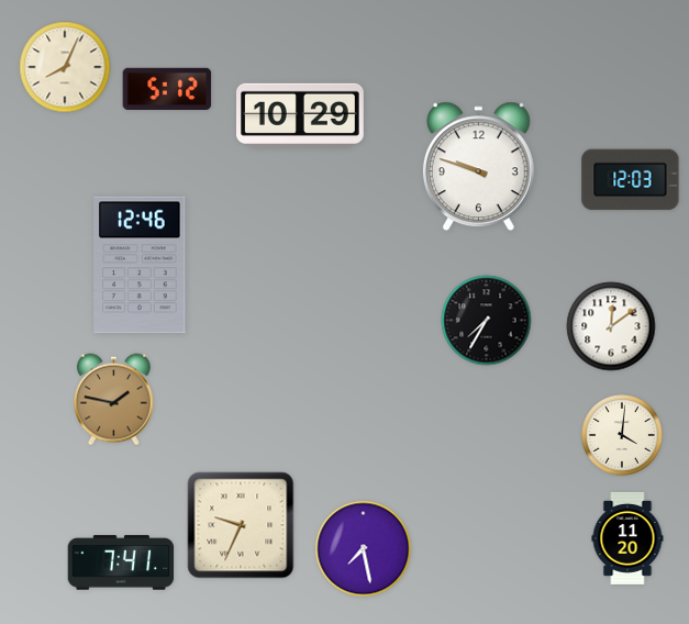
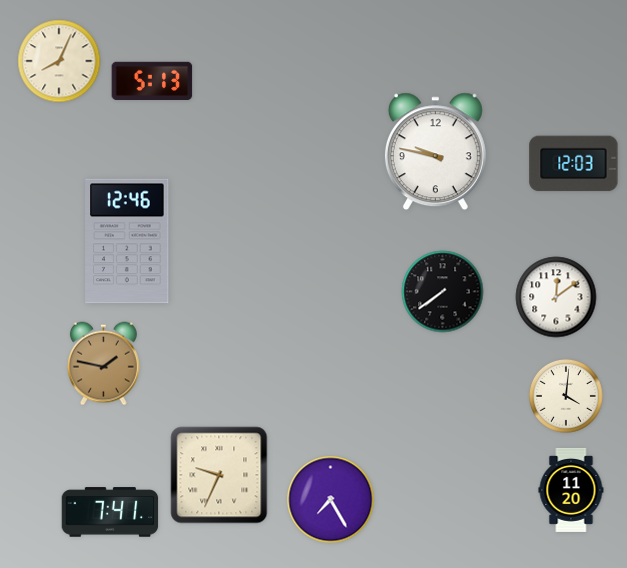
clock at (167, 88): 5:12 -> 5:13
clock at (301, 114): 10:29 -> none
clock at (478, 167): 9:48 -> 9:47
clock at (487, 321): 7:35 -> 7:39
clock at (241, 525) position: (241, 525) -> (219, 475)
clock at (364, 549): 7:28 -> 7:25
